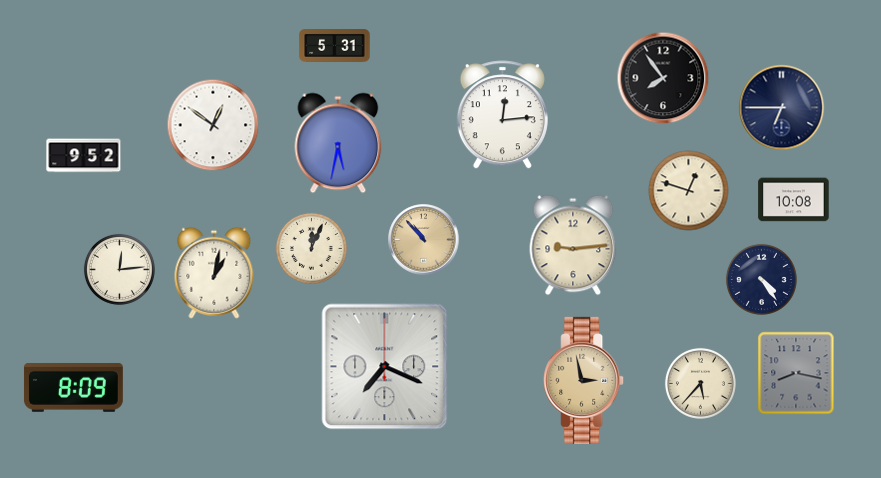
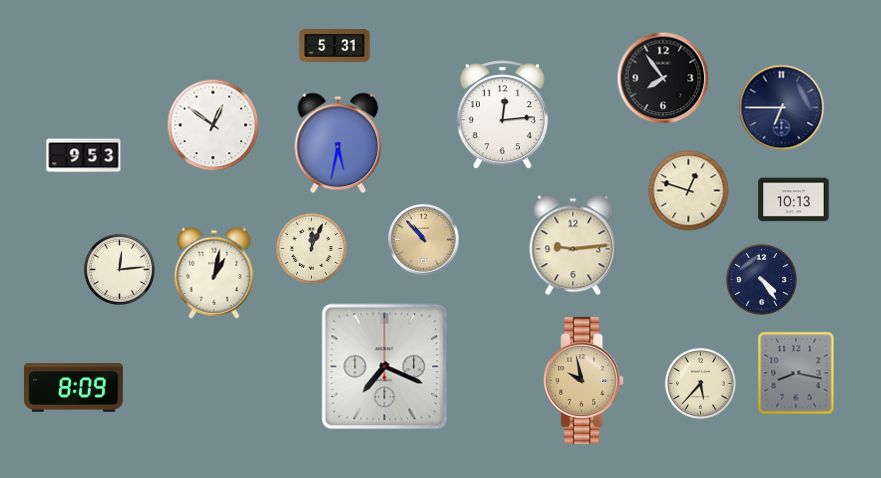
clock at (84, 156): 9:52 -> 9:53
clock at (794, 200): 10:08 -> 10:13
clock at (584, 380): 2:58 -> 9:58
